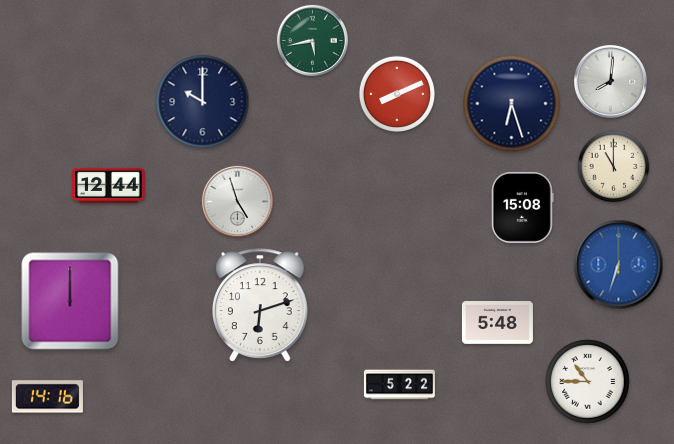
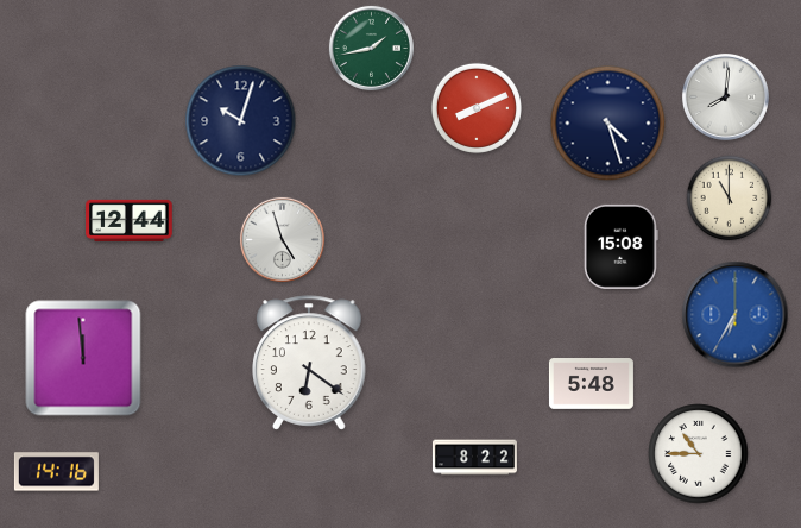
clock at (312, 40): 5:43 -> 1:43
clock at (397, 94) position: (397, 94) -> (477, 108)
clock at (203, 102): 10:00 -> 10:03
clock at (512, 104): 6:27 -> 4:27
clock at (619, 265): 6:33 -> 6:35
clock at (70, 301): 12:00 -> 11:59
clock at (261, 305): 6:12 -> 6:21
clock at (399, 385): 5:22 -> 8:22
